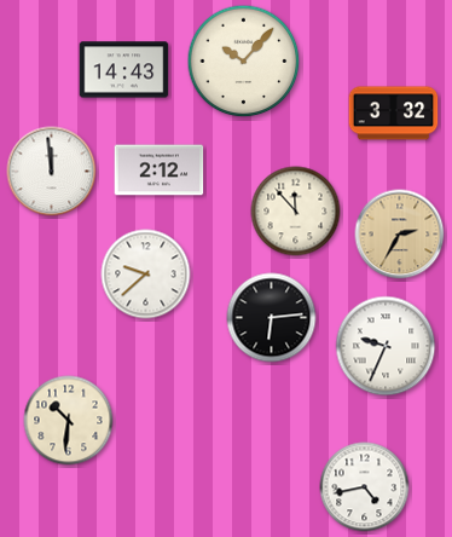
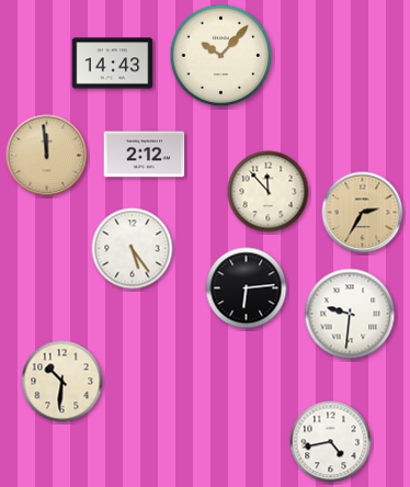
clock at (394, 114): 3:32 -> none
clock at (52, 172) dial: white -> champagne
clock at (146, 275): 9:38 -> 5:24
clock at (386, 346): 9:34 -> 9:31
